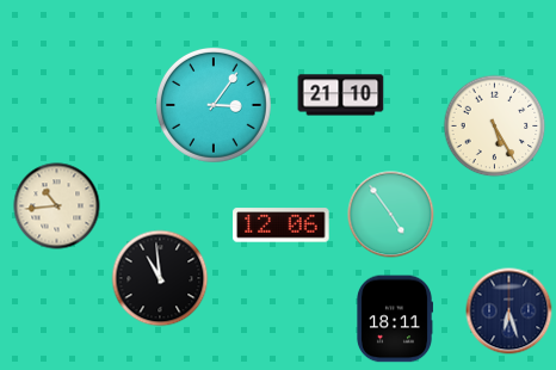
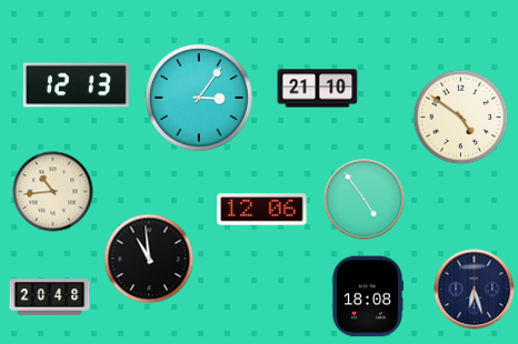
clock at (76, 85): none -> 12:13
clock at (495, 127): 5:25 -> 4:51
clock at (394, 319): 18:11 -> 18:08
clock at (50, 297): none -> 20:48
